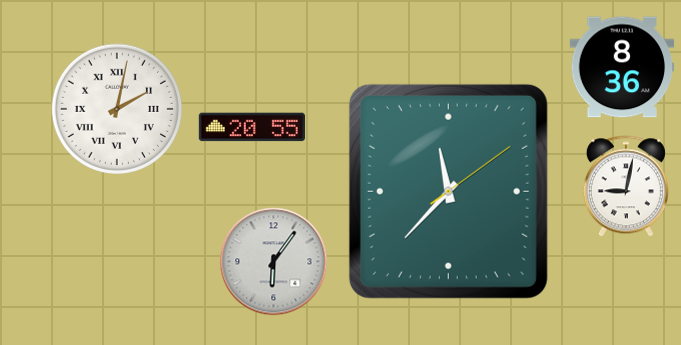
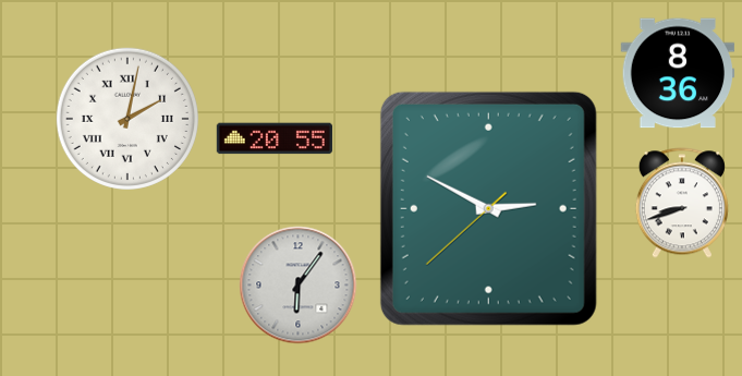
clock at (626, 186): 9:02 -> 8:42
clock at (448, 191): 11:37 -> 2:49
